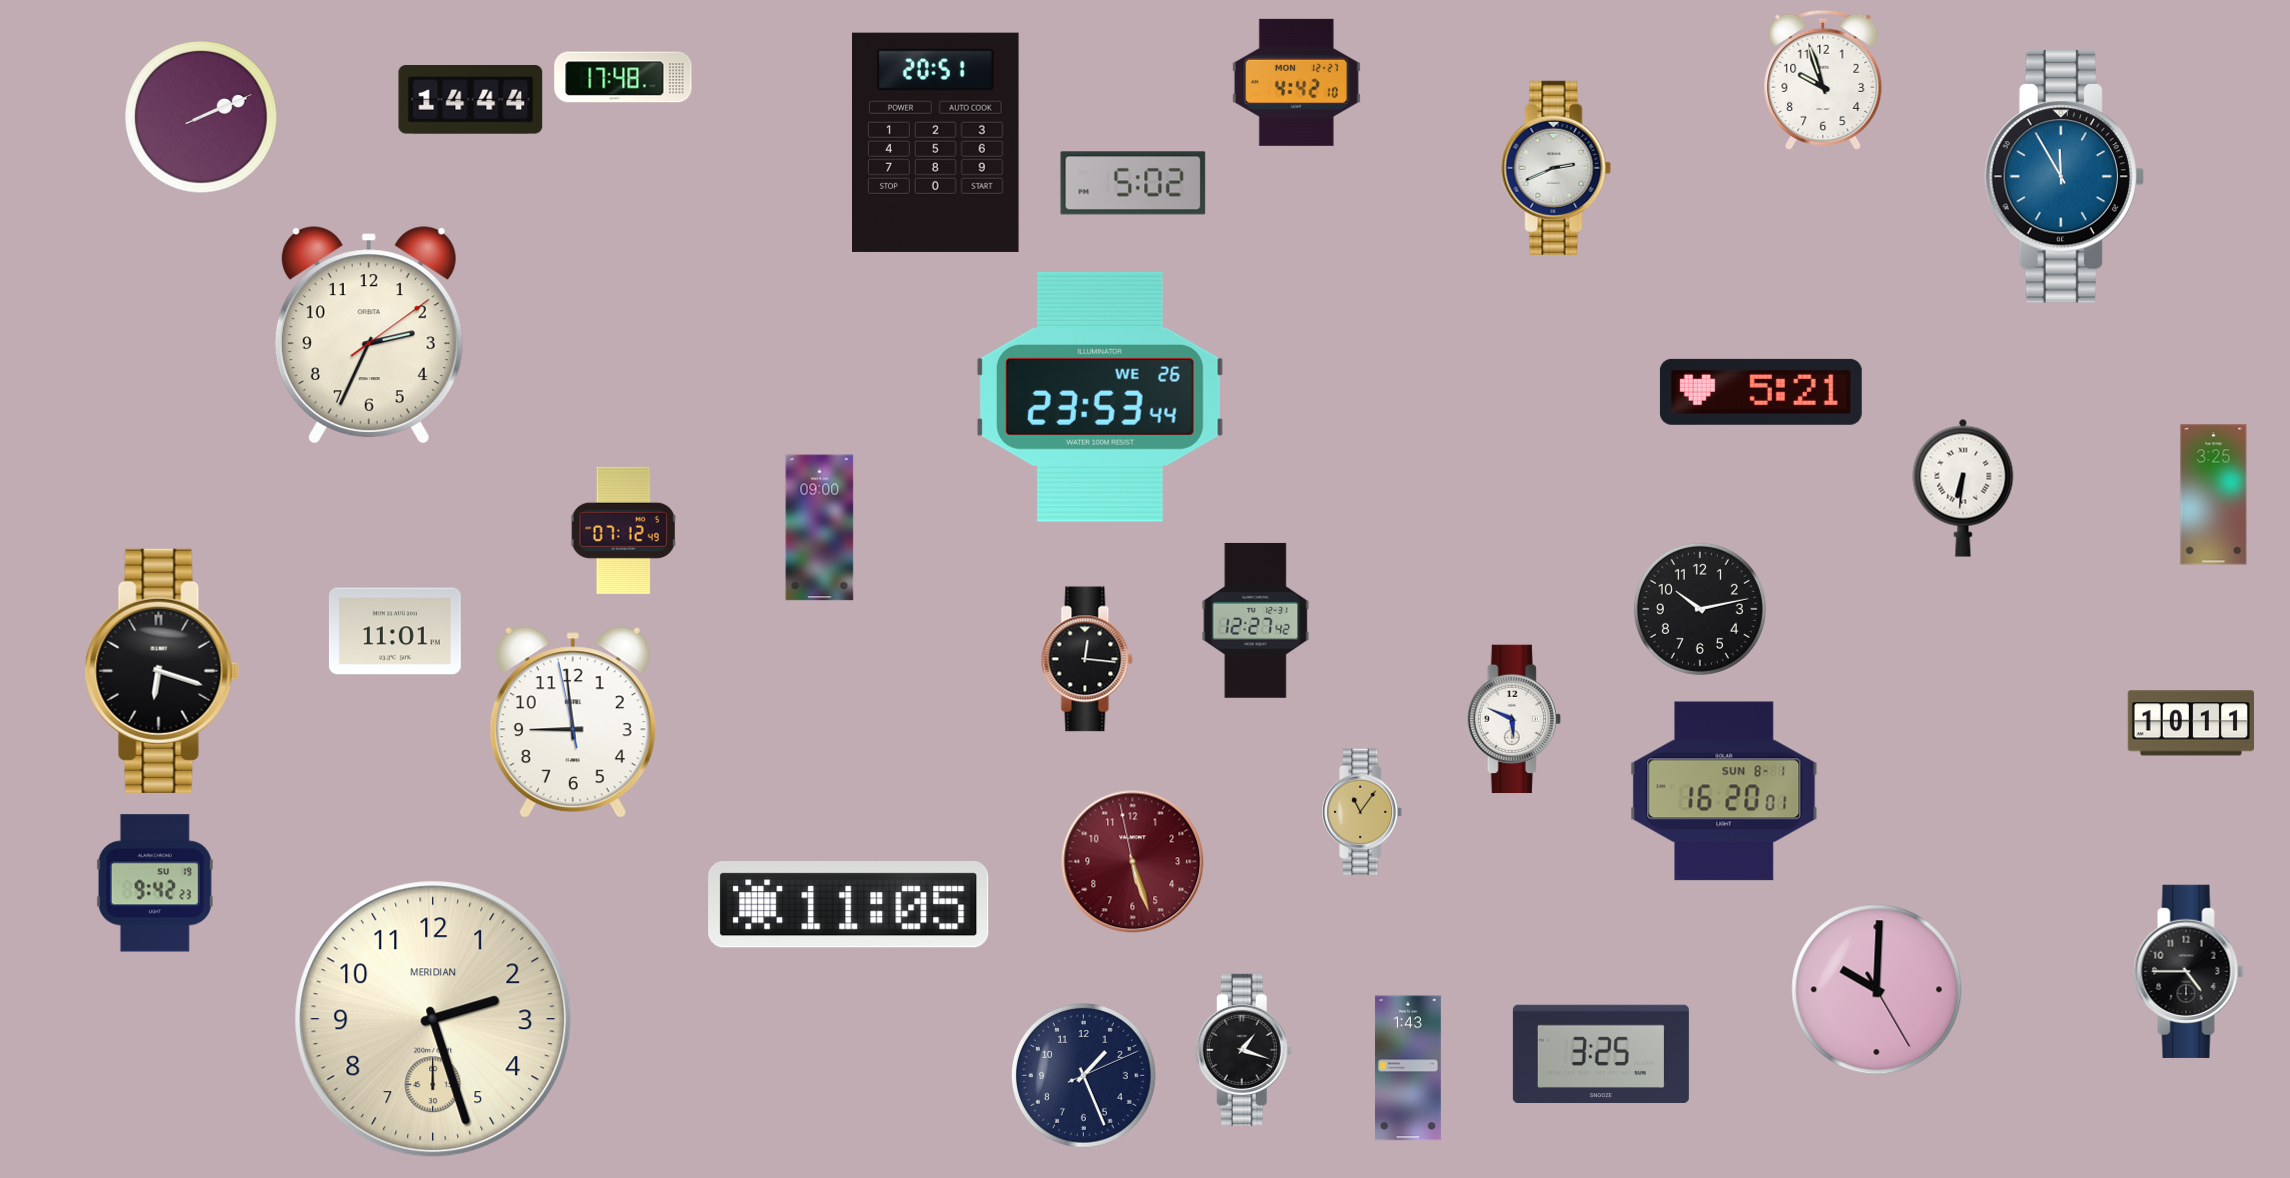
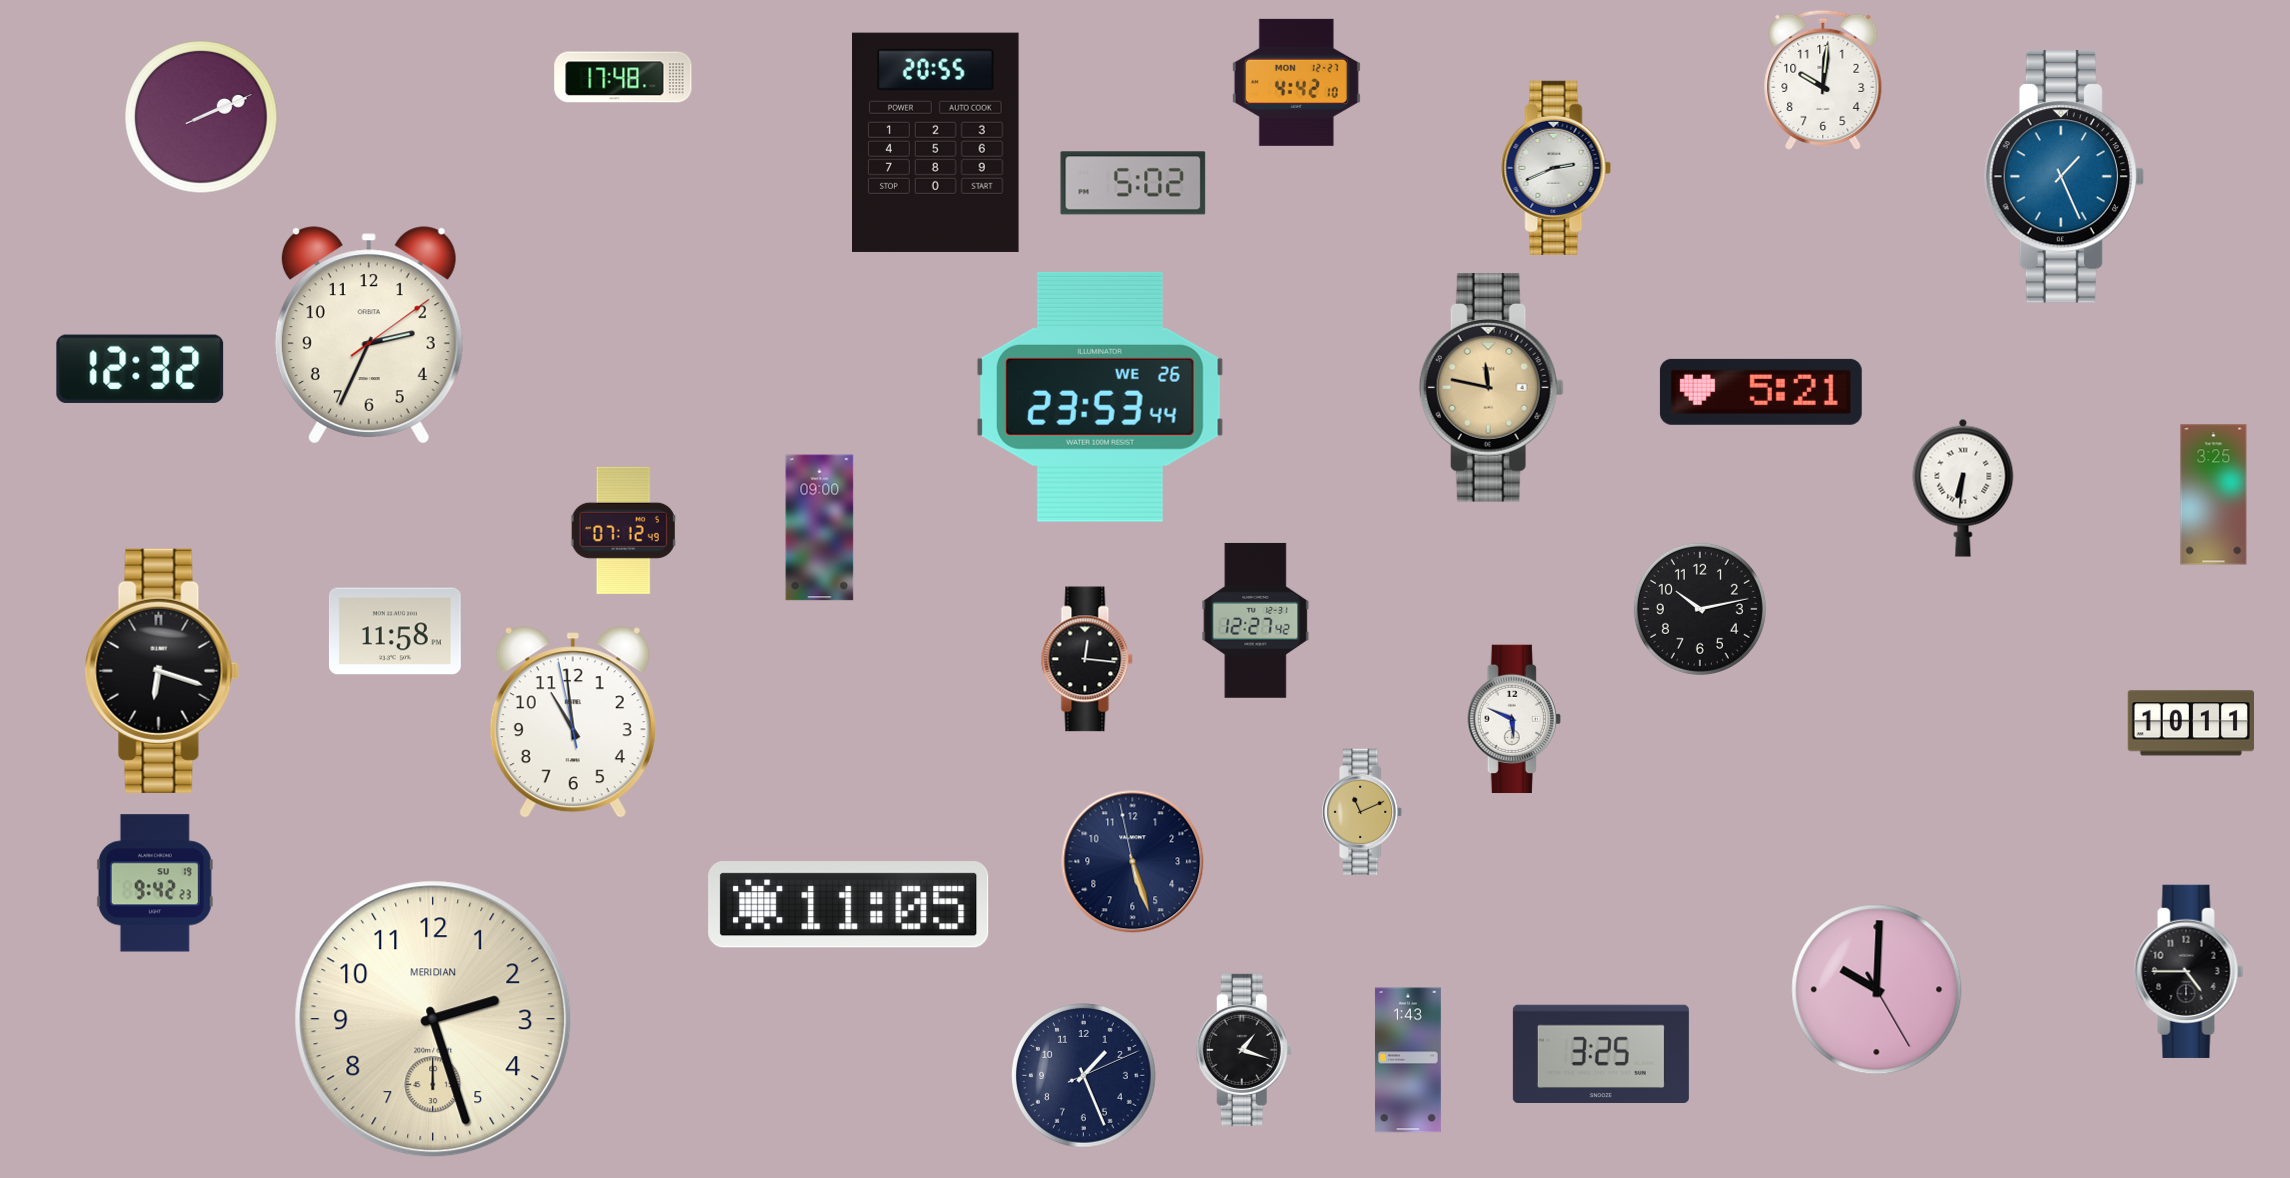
clock at (1823, 80): 9:57 -> 10:01
clock at (471, 100): 14:44 -> none
clock at (936, 142): 20:51 -> 20:55
clock at (2064, 177): 11:55 -> 1:26
clock at (140, 369): none -> 12:32
clock at (1491, 388): none -> 11:47
clock at (395, 631): 11:01 -> 11:58
clock at (573, 723): 8:58 -> 10:58
clock at (1724, 791): 16:20 -> none
clock at (1363, 811): 11:06 -> 11:11
clock at (1133, 862) dial: burgundy -> navy
clock at (1408, 1068) position: (1408, 1068) -> (1408, 1060)
